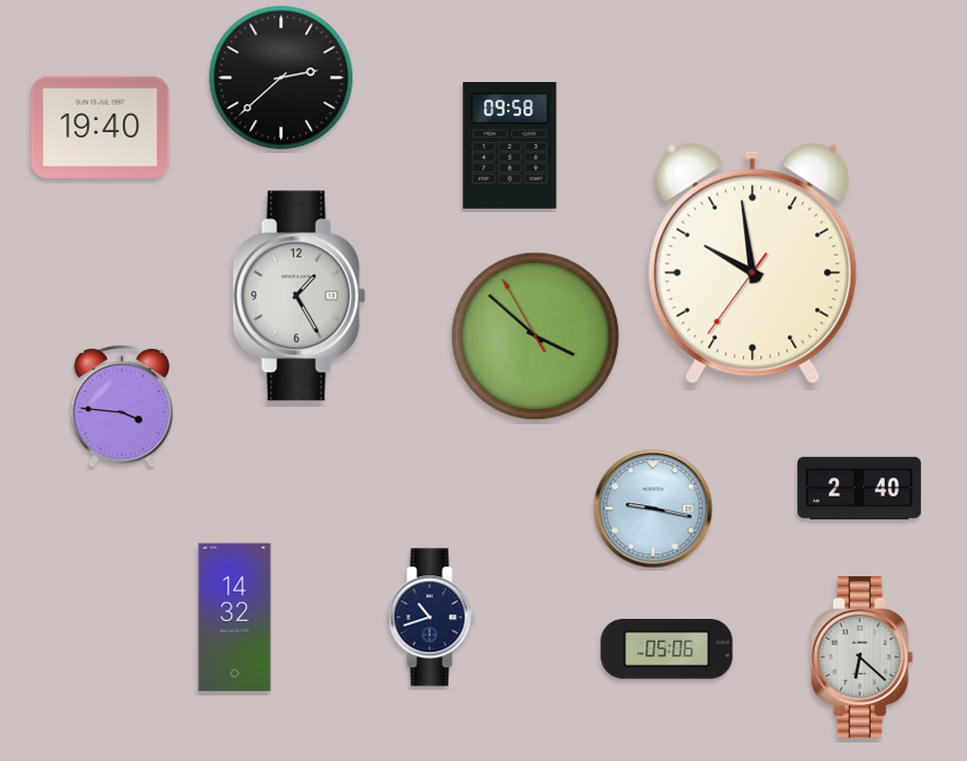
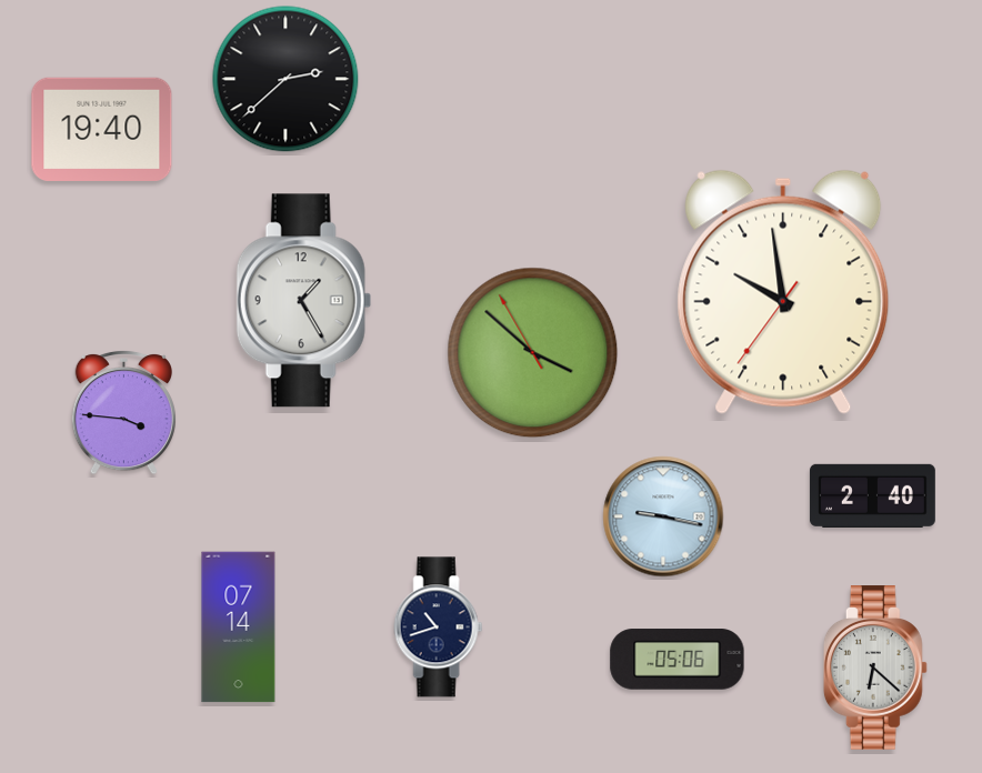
clock at (510, 145): 09:58 -> none
clock at (753, 264) position: (753, 264) -> (783, 292)
clock at (536, 337) position: (536, 337) -> (533, 353)
clock at (235, 618): 14:32 -> 07:14
